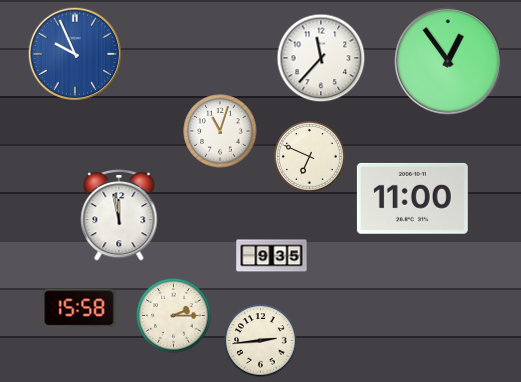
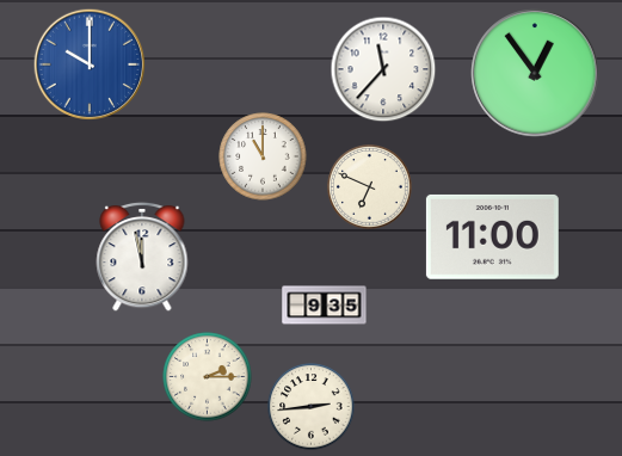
clock at (74, 53): 9:56 -> 10:00
clock at (220, 131): 11:03 -> 11:00
clock at (79, 308): 15:58 -> none
